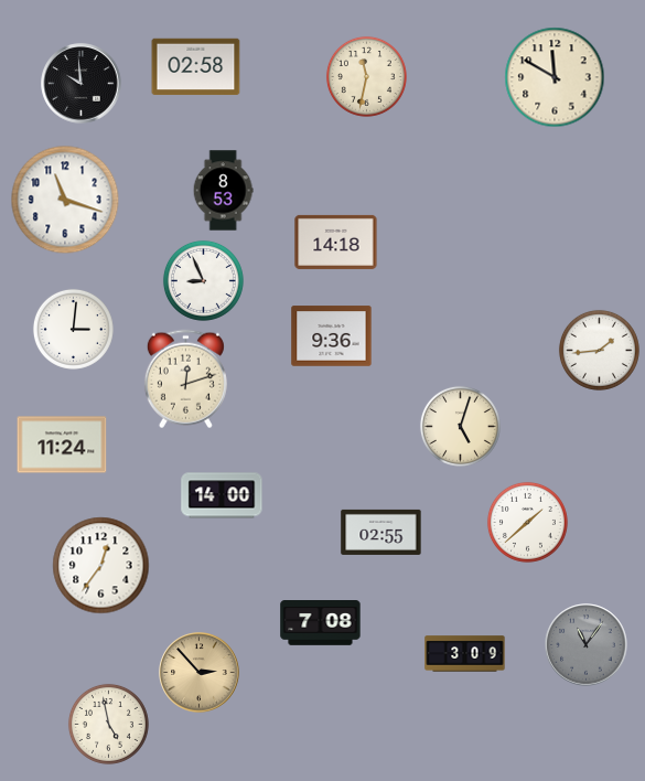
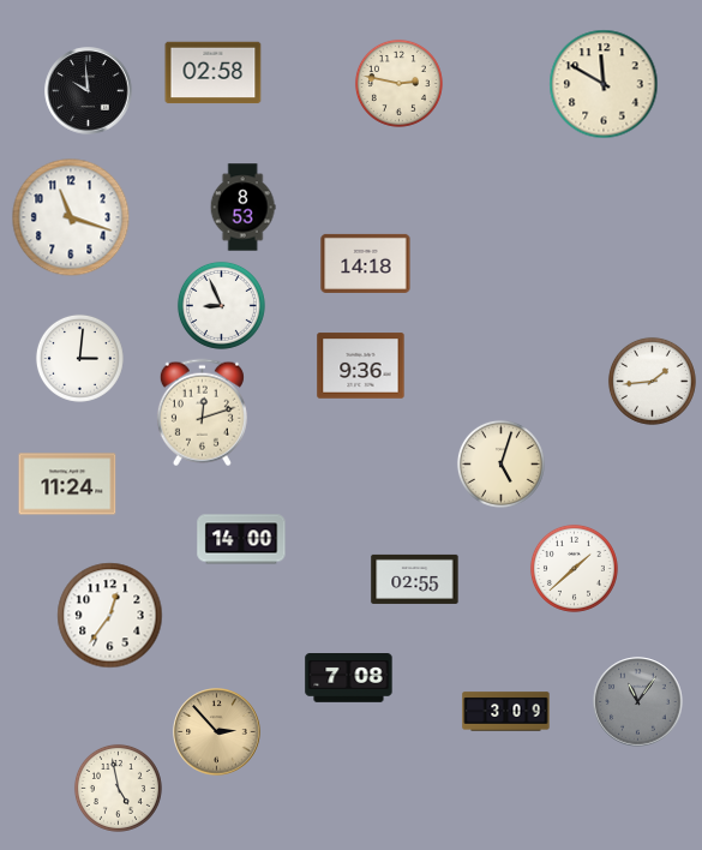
clock at (366, 76): 11:32 -> 2:47
